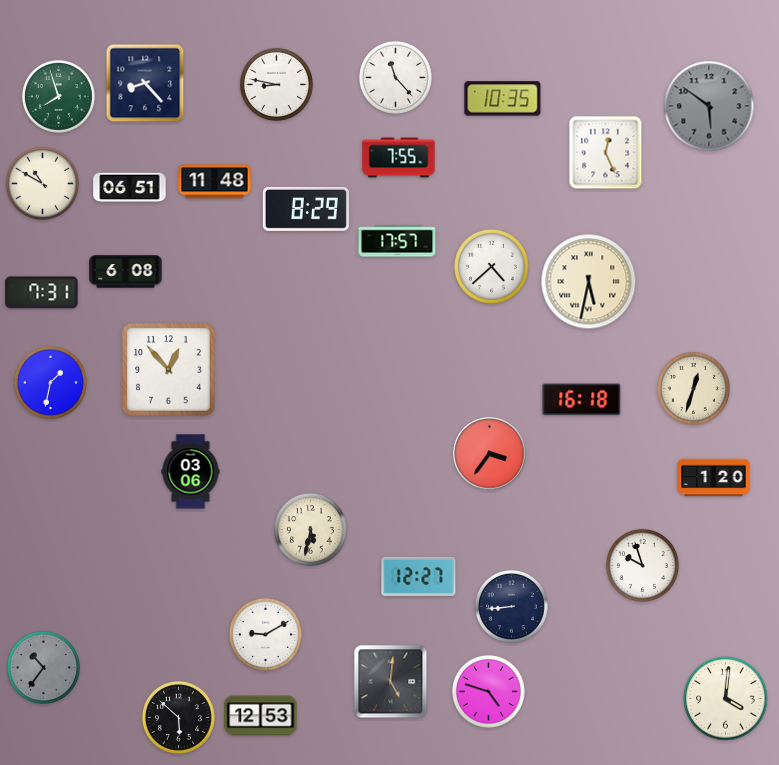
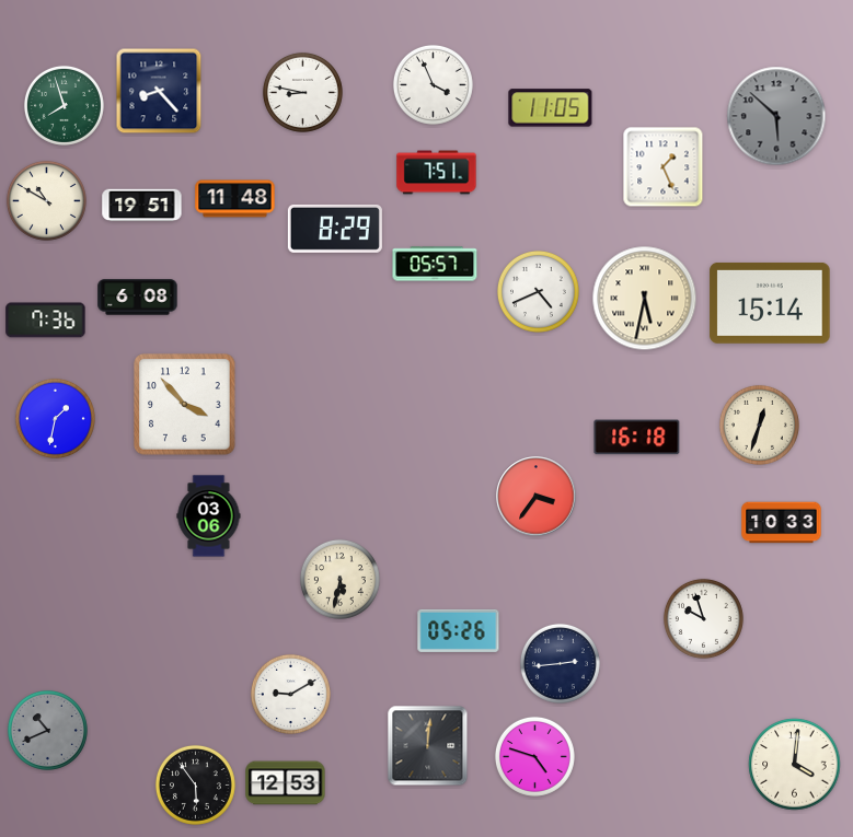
clock at (395, 77): 11:23 -> 3:56
clock at (503, 99): 10:35 -> 11:05
clock at (709, 106): 5:51 -> 5:52
clock at (606, 153): 12:26 -> 1:26
clock at (399, 158): 7:55 -> 7:51
clock at (130, 188): 06:51 -> 19:51
clock at (397, 241): 17:57 -> 05:57
clock at (491, 266): 4:38 -> 4:41
clock at (770, 303): none -> 15:14
clock at (589, 282) position: (589, 282) -> (645, 299)
clock at (42, 293): 7:31 -> 7:36
clock at (169, 370): 12:53 -> 3:53
clock at (714, 478): 1:20 -> 10:33
clock at (419, 576): 12:27 -> 05:26
clock at (511, 606): 8:44 -> 2:44
clock at (43, 667): 10:36 -> 10:41
clock at (391, 682): 5:01 -> 12:01
clock at (178, 717): 5:52 -> 5:54
